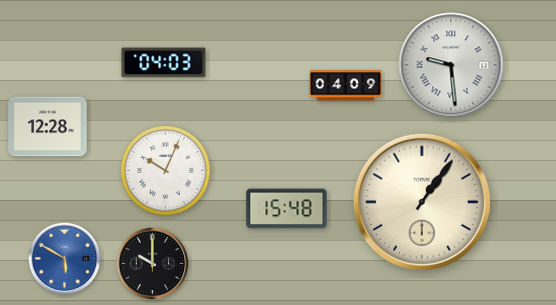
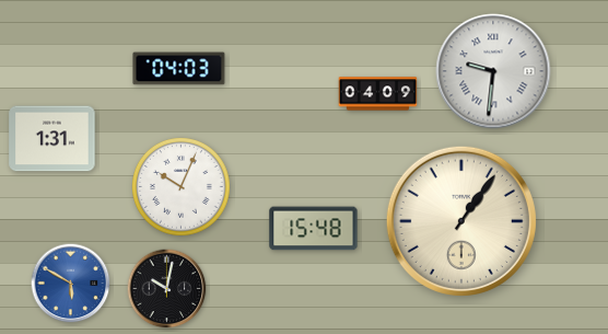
clock at (451, 65): 9:29 -> 9:31
clock at (48, 127): 12:28 -> 1:31
clock at (153, 264): 10:00 -> 10:02
